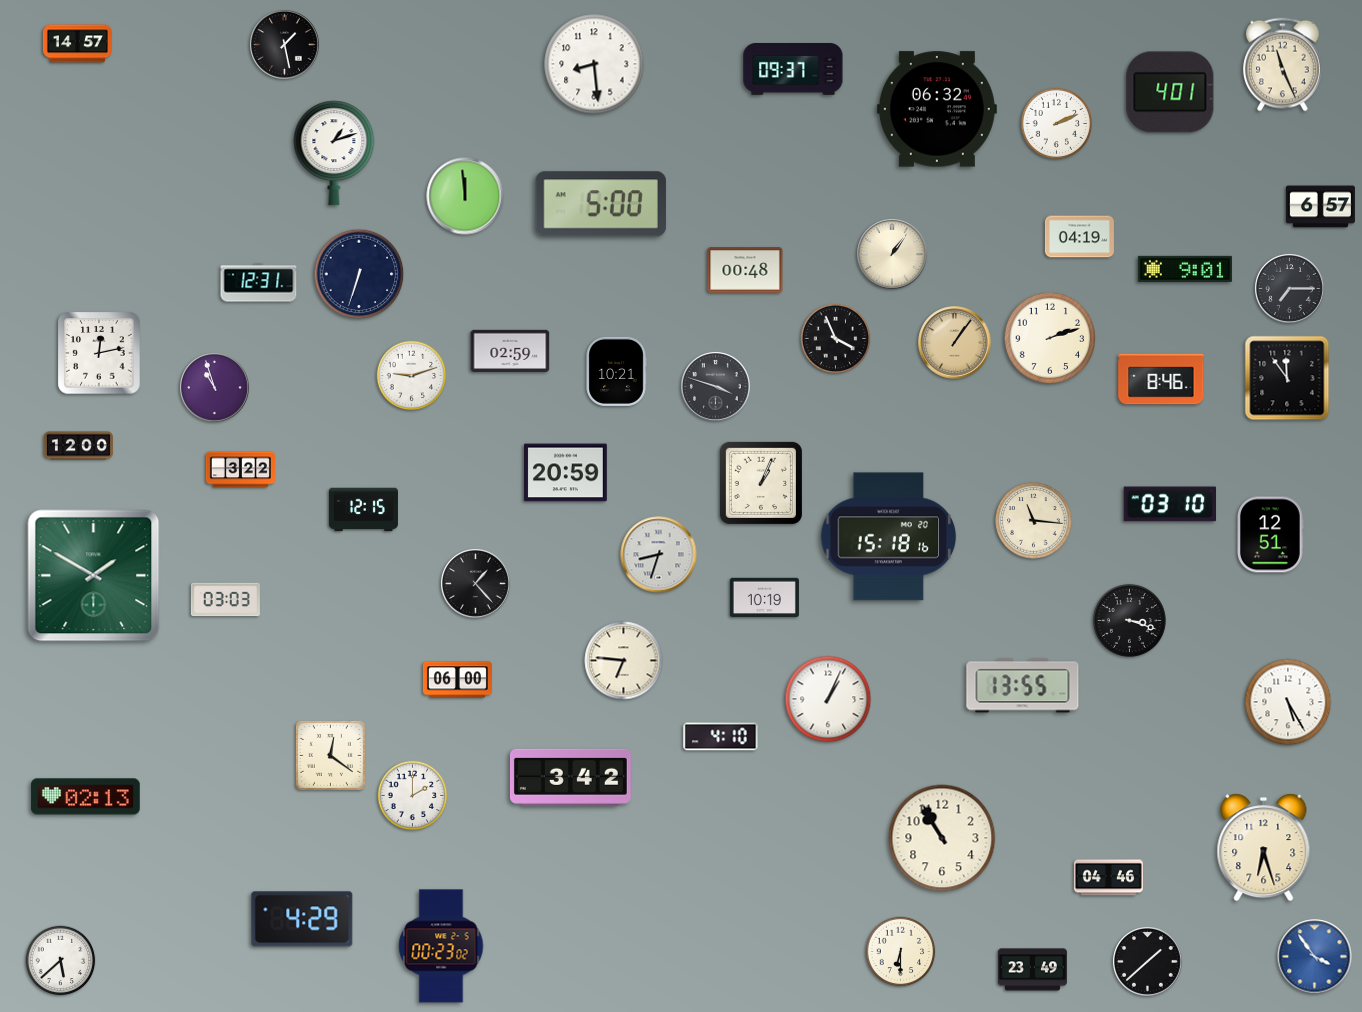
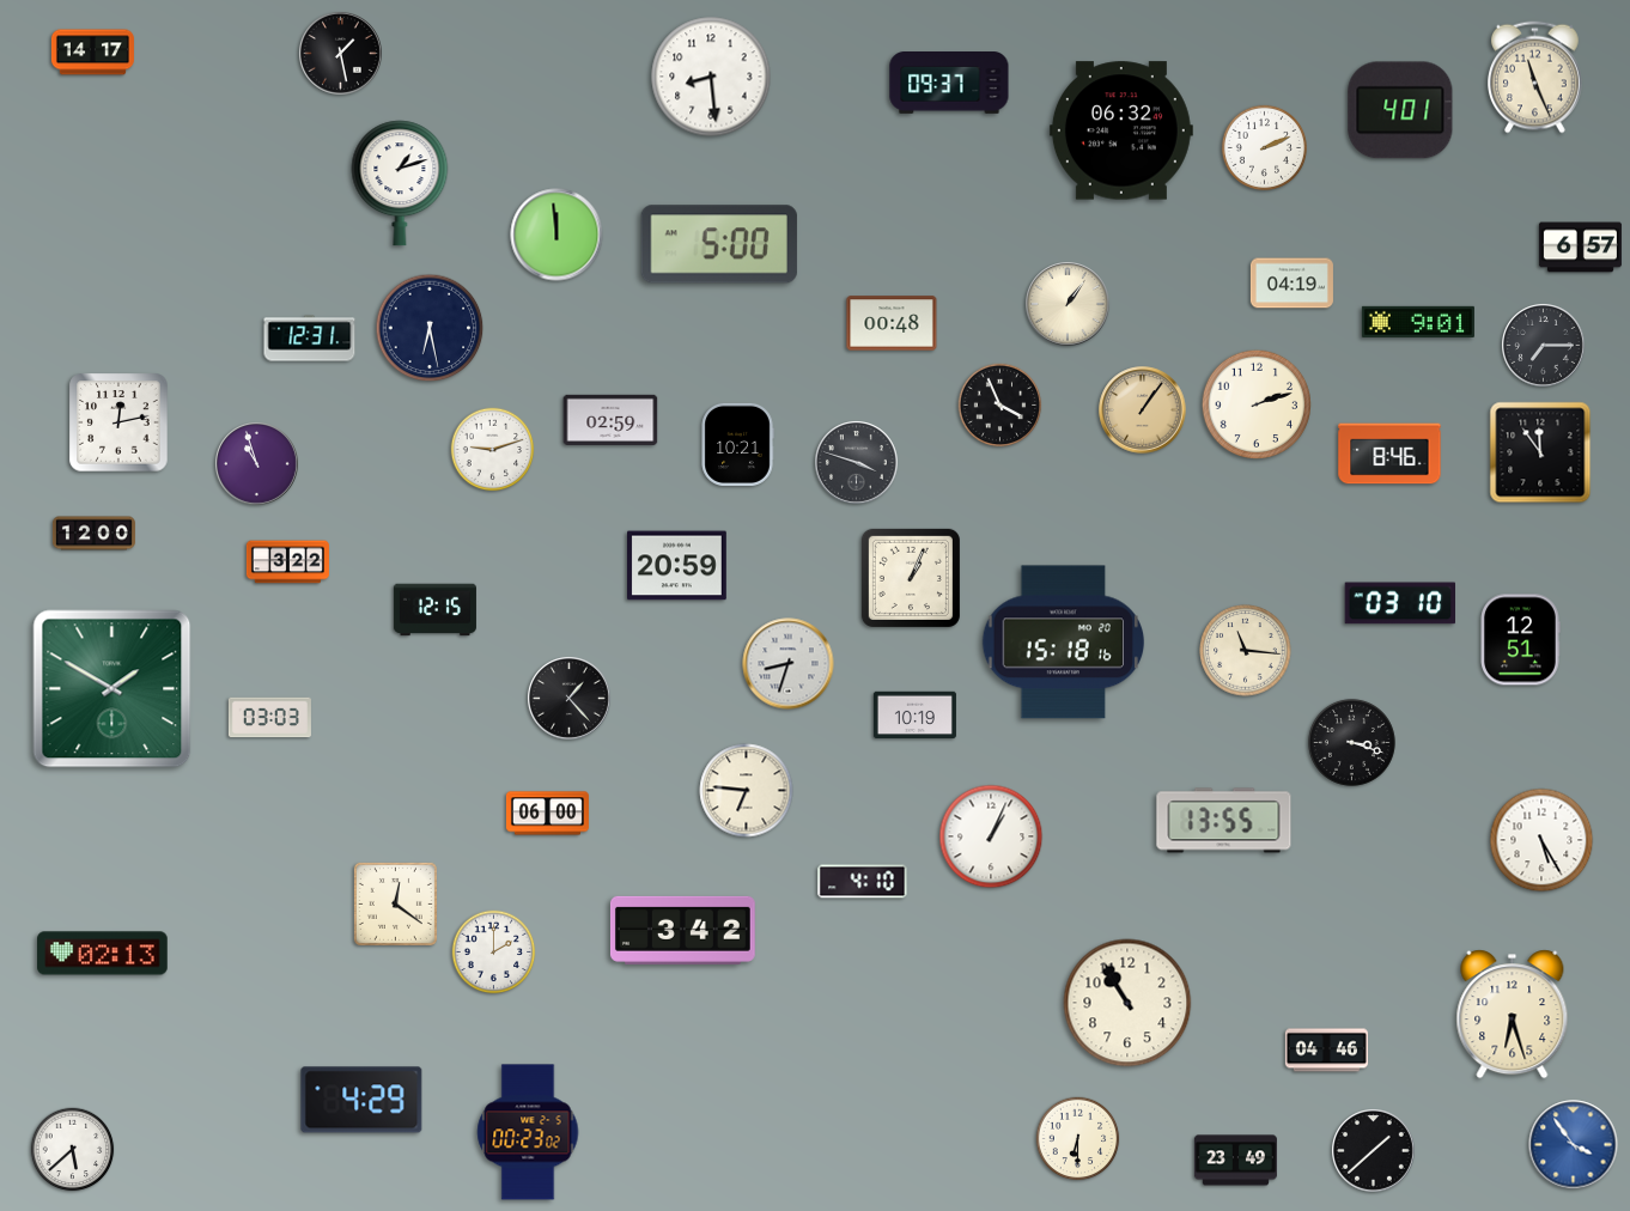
clock at (77, 44): 14:57 -> 14:17
clock at (359, 274): 6:33 -> 6:28
clock at (1034, 521) position: (1034, 521) -> (1246, 651)
